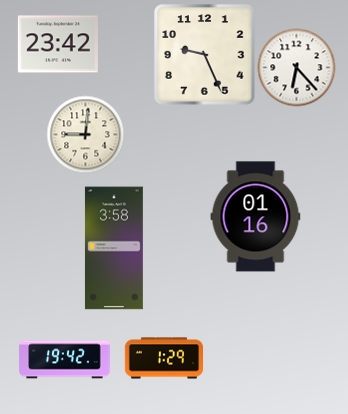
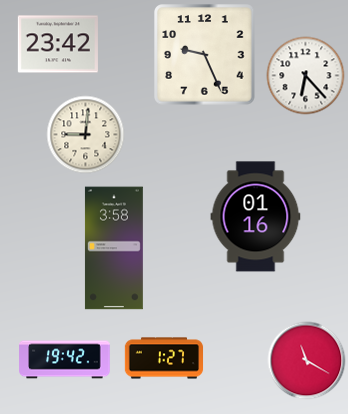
clock at (296, 67) position: (296, 67) -> (305, 75)
clock at (164, 358): 1:29 -> 1:27
clock at (306, 360): none -> 11:20
